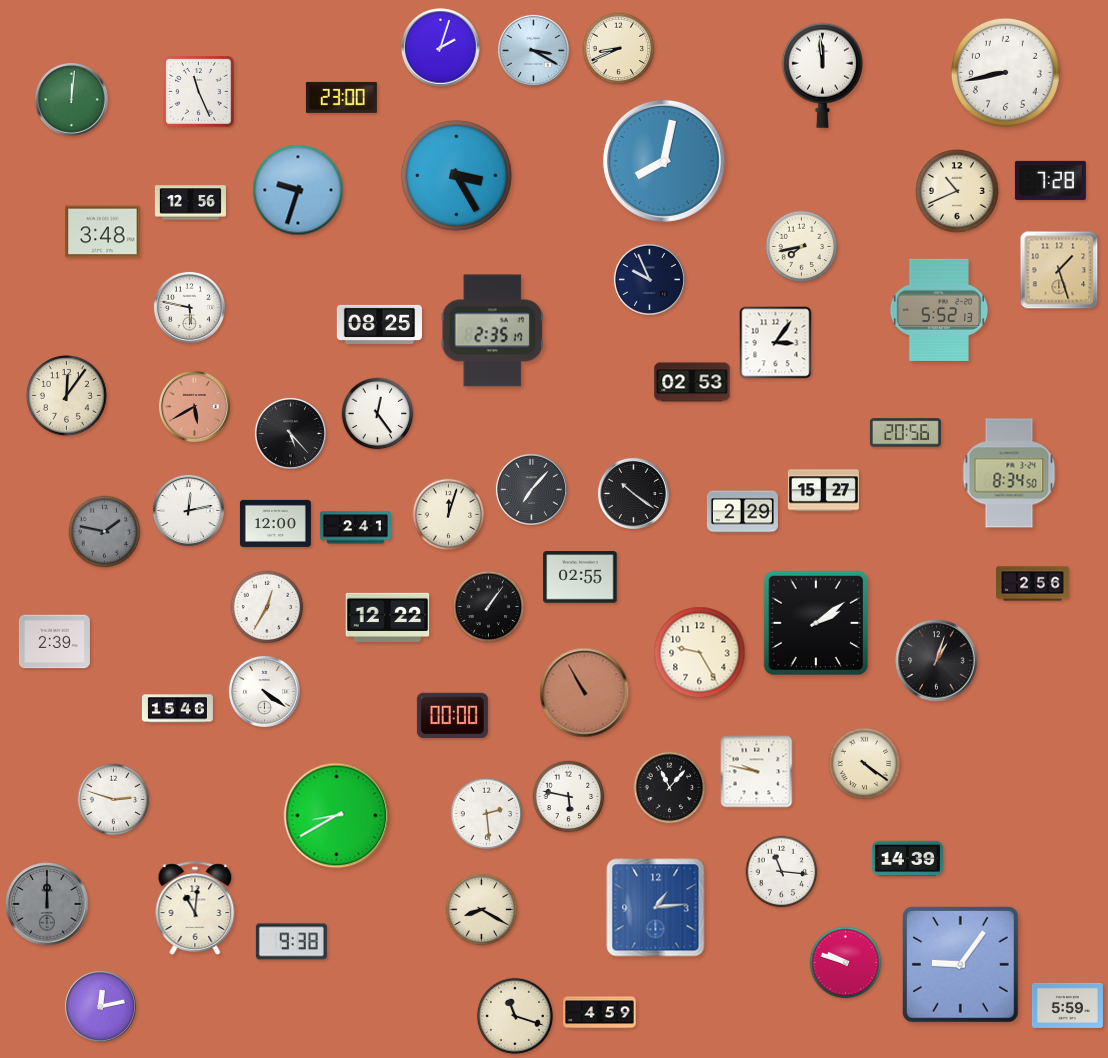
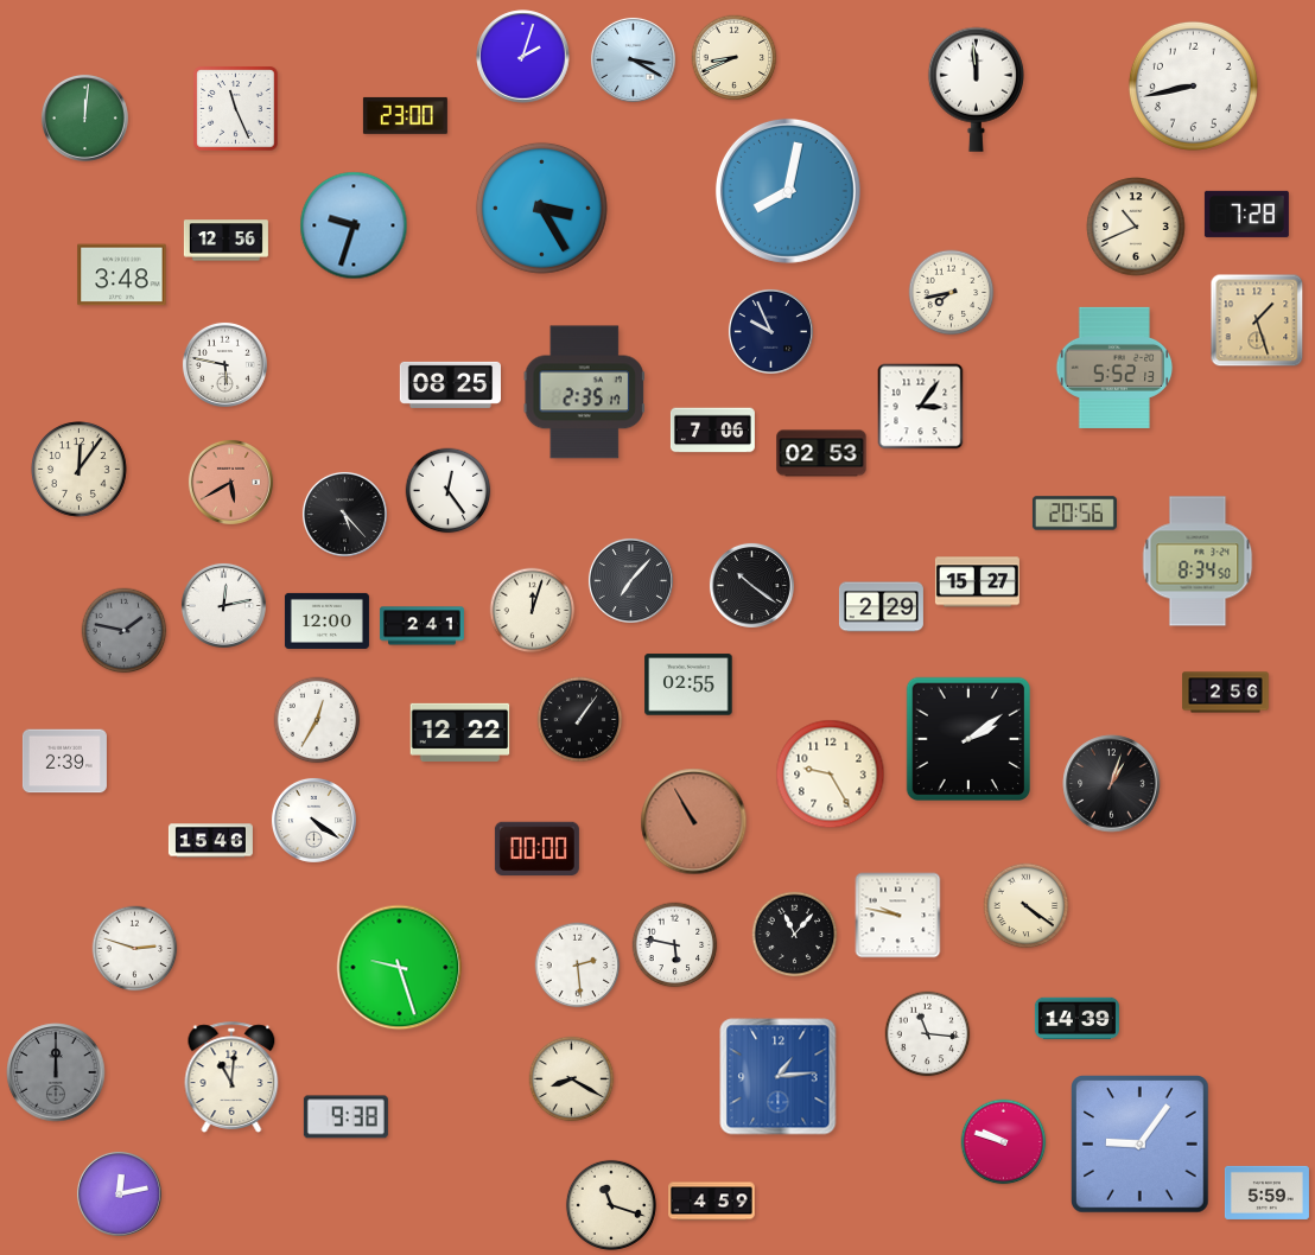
clock at (712, 431): none -> 7:06
clock at (337, 816): 8:40 -> 9:27
